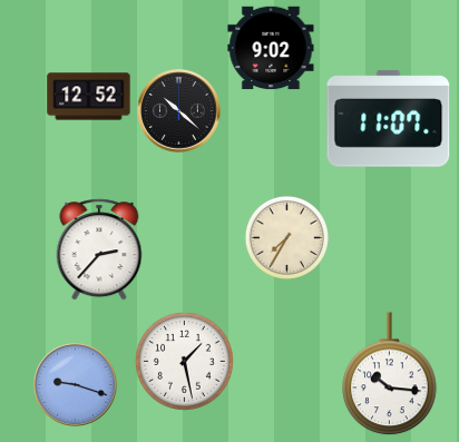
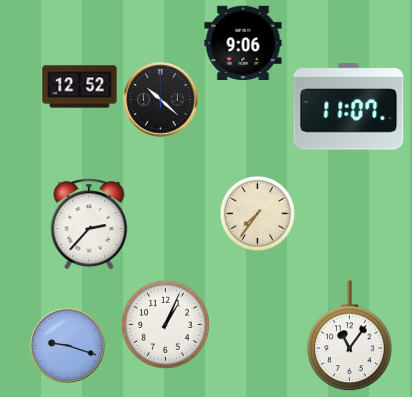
clock at (271, 48): 9:02 -> 9:06
clock at (286, 237): 7:35 -> 7:36
clock at (184, 361): 1:28 -> 1:04
clock at (390, 374): 10:16 -> 11:06
